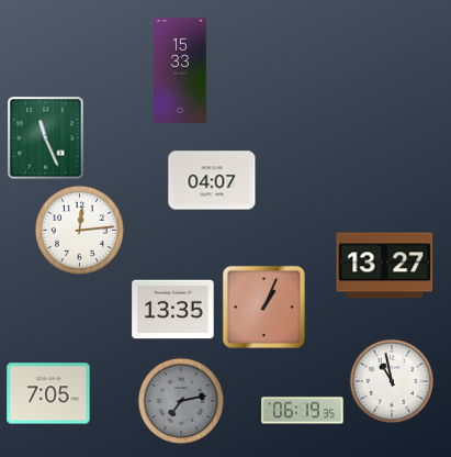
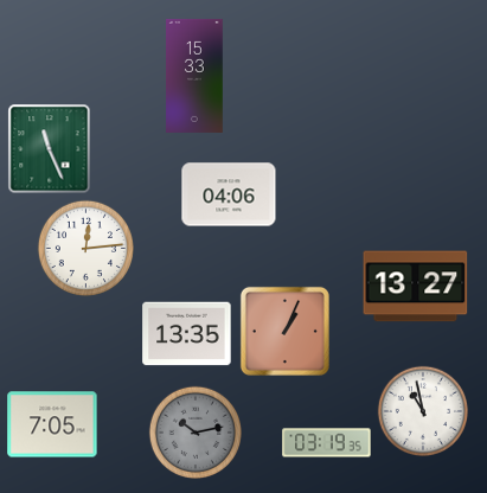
clock at (212, 180): 04:07 -> 04:06
clock at (180, 400): 7:13 -> 10:13
clock at (303, 411): 06:19 -> 03:19
